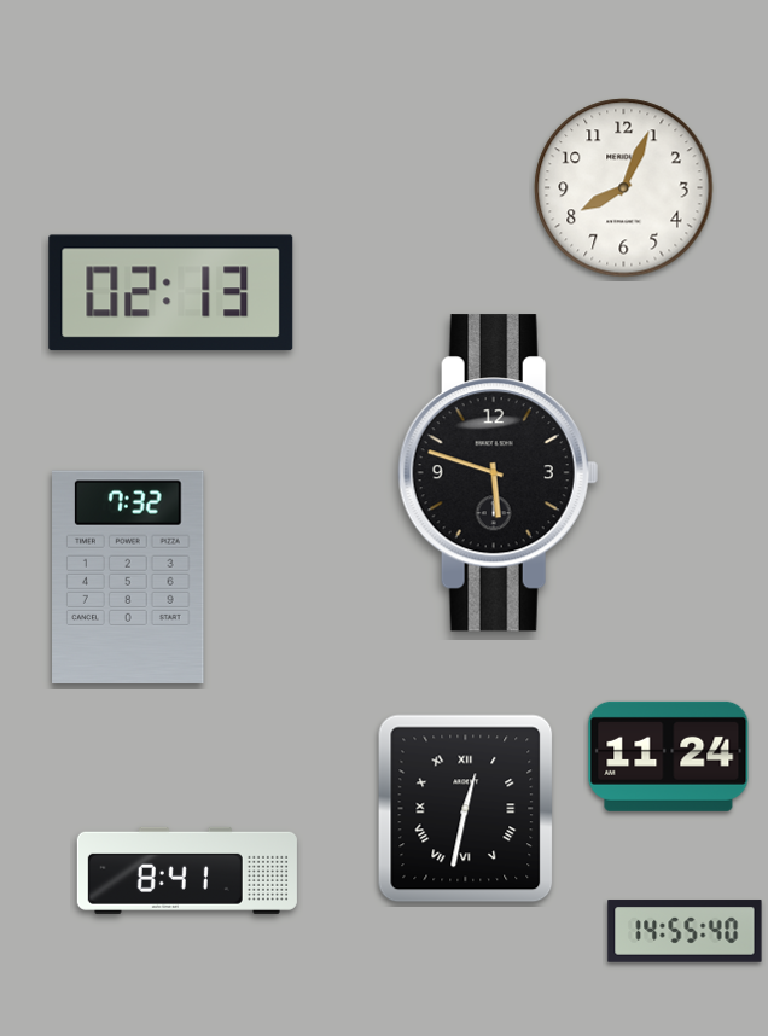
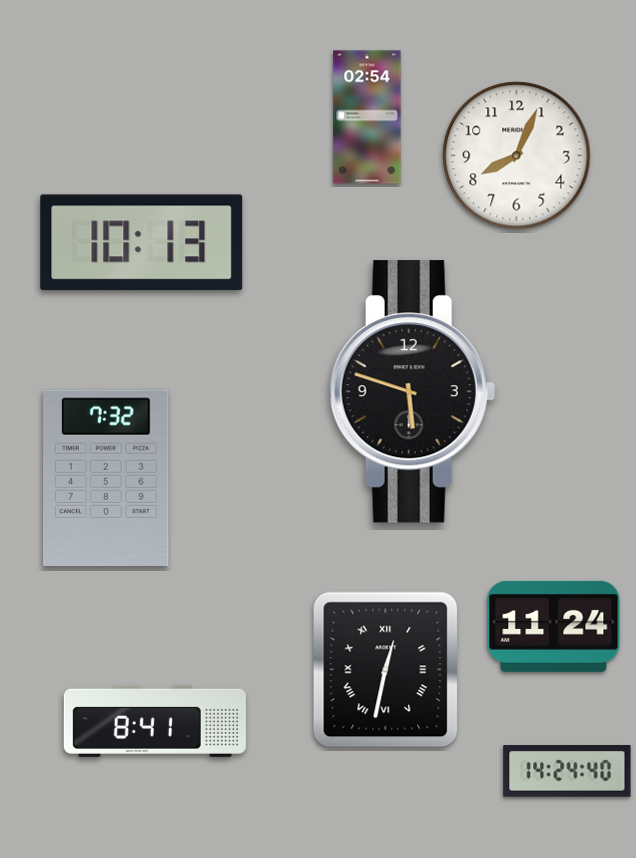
clock at (367, 117): none -> 02:54
clock at (171, 293): 02:13 -> 10:13
clock at (685, 931): 14:55 -> 14:24
